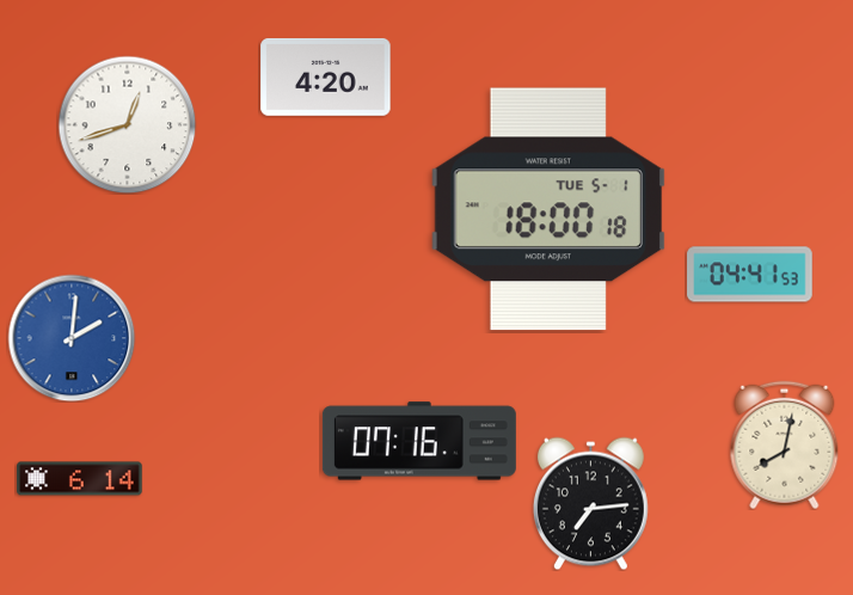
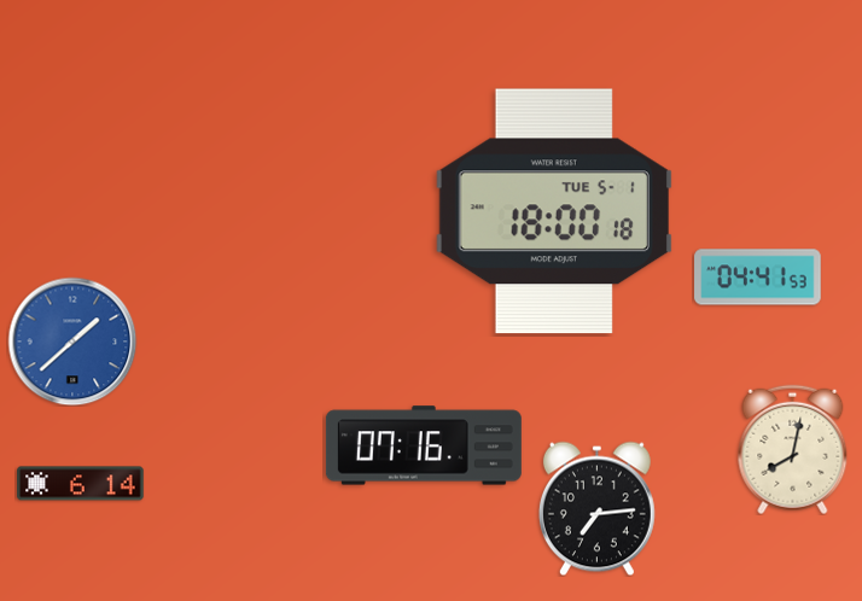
clock at (326, 76): 4:20 -> none
clock at (127, 124): 12:42 -> none
clock at (72, 338): 2:01 -> 1:38
